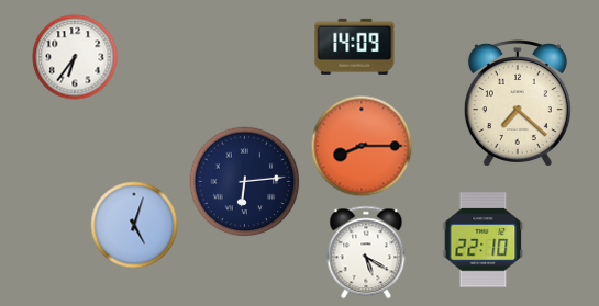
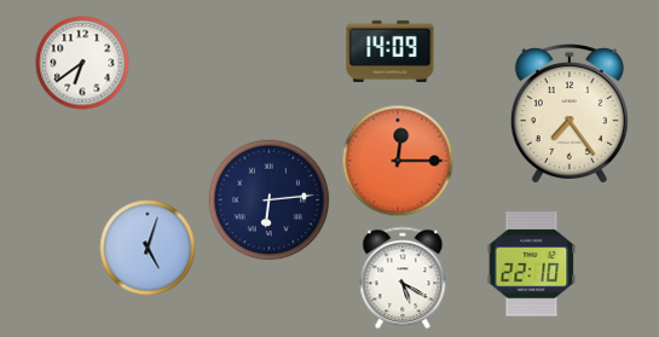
clock at (75, 57): 6:36 -> 6:39
clock at (518, 103): 7:22 -> 7:24
clock at (362, 146): 8:15 -> 12:15
